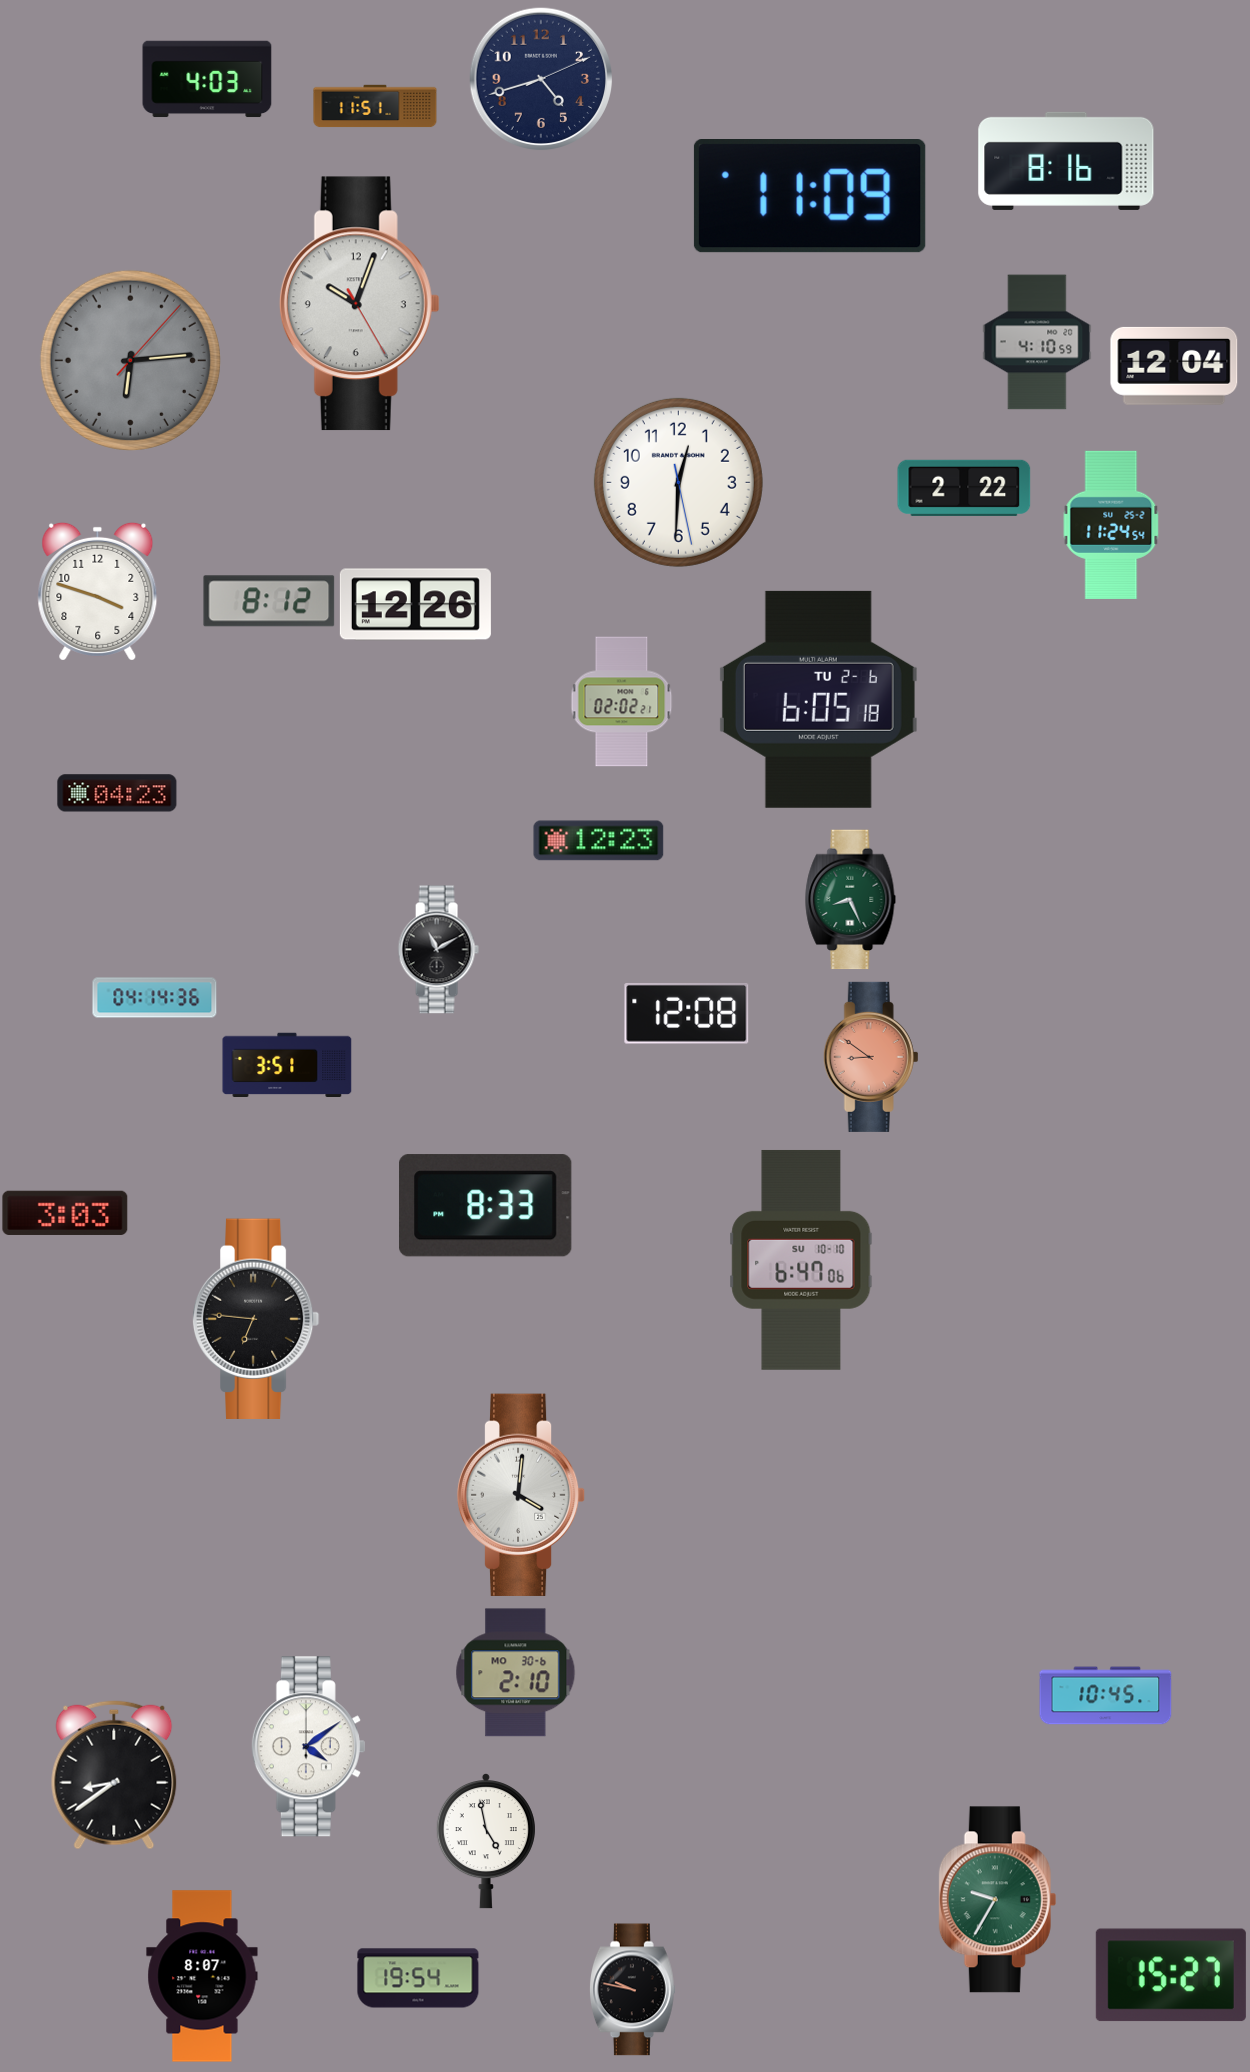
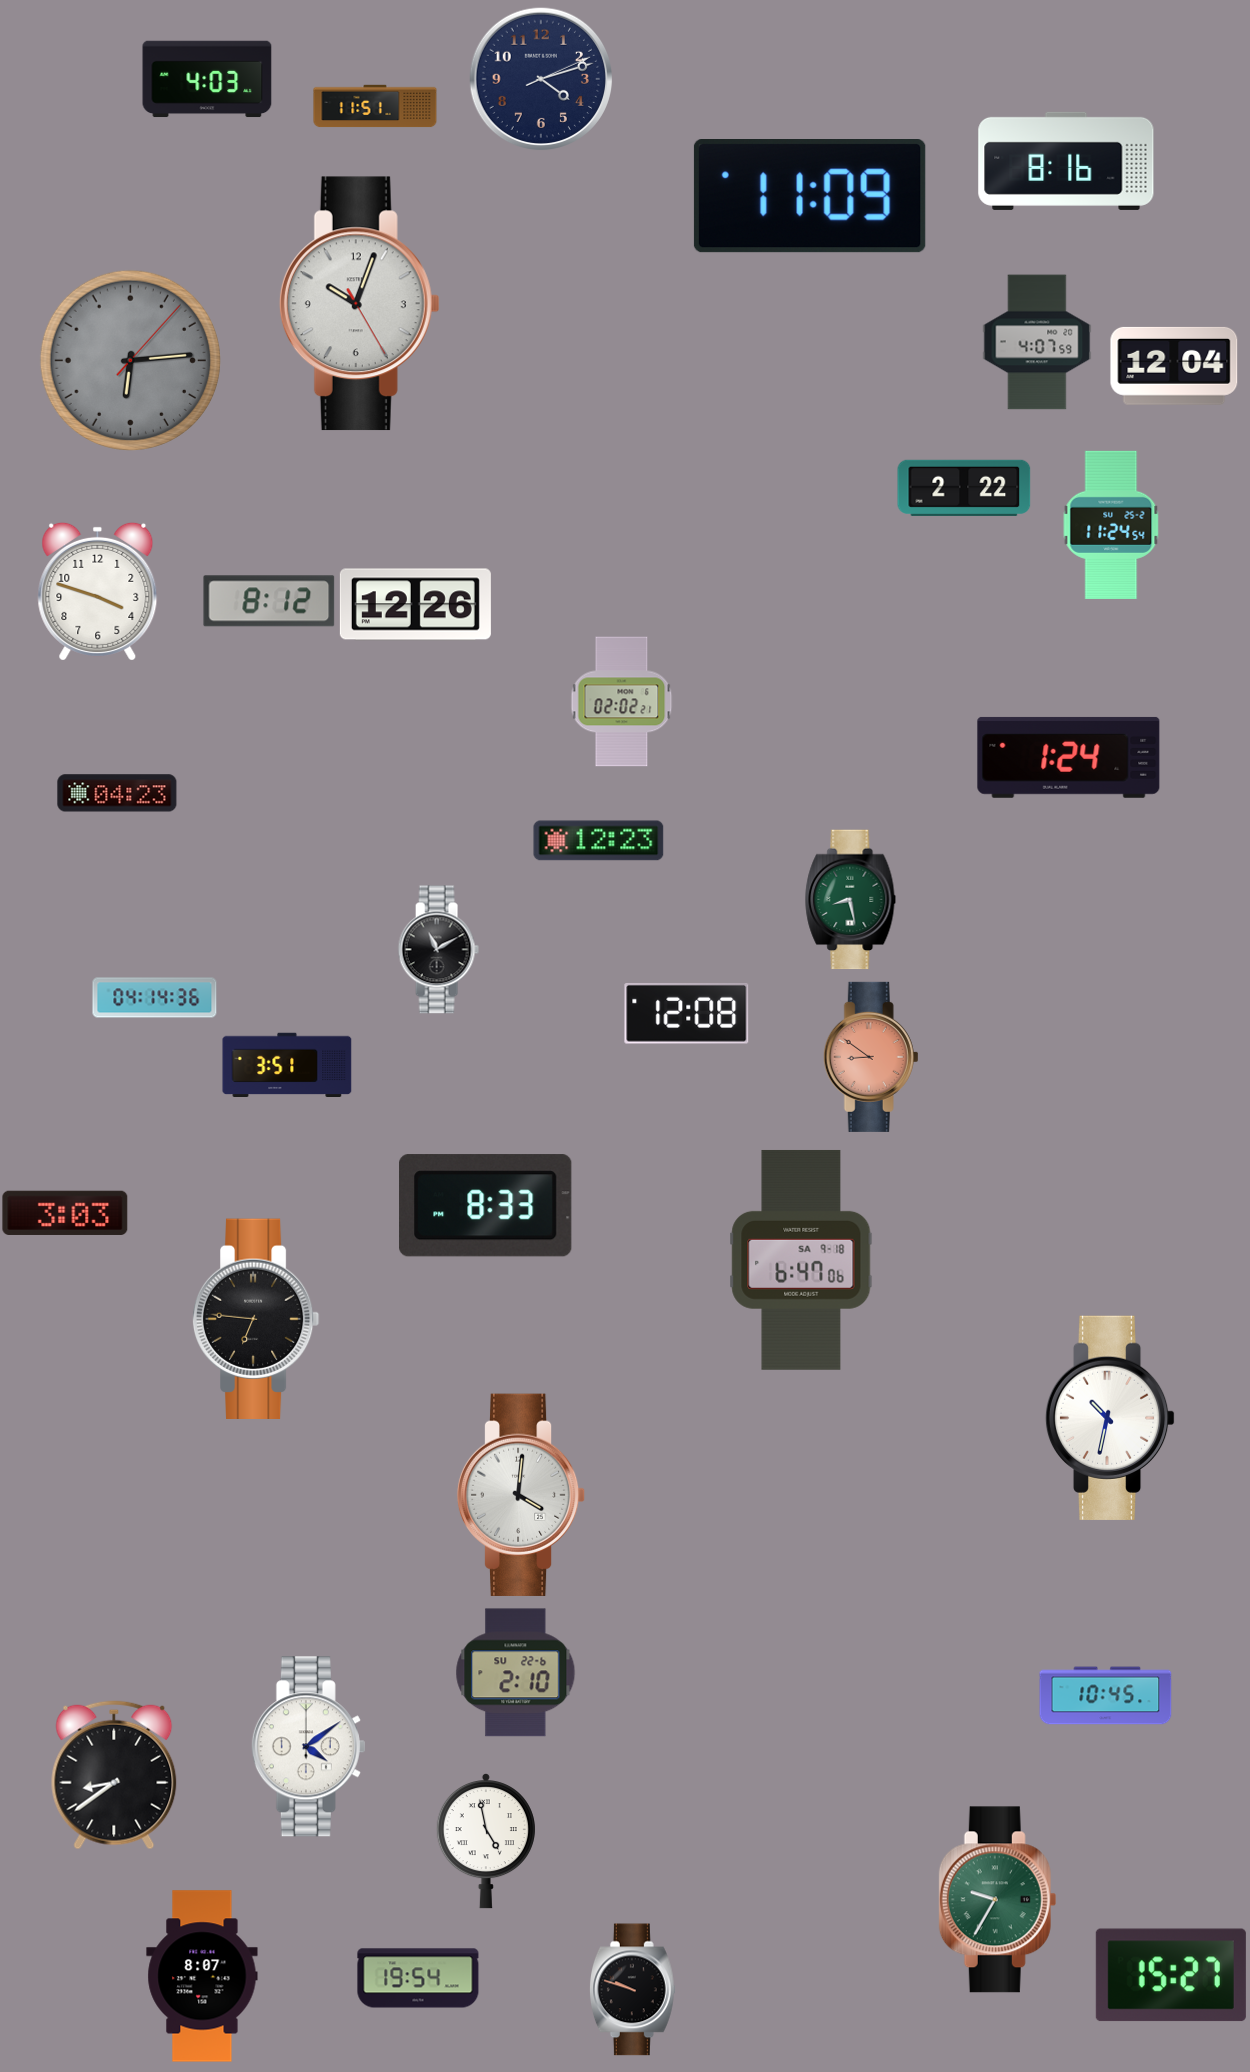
clock at (541, 79): 4:42 -> 4:12
clock at (1037, 342): 4:10 -> 4:07
clock at (678, 482): 12:30 -> none
clock at (818, 699): 6:05 -> none
clock at (1069, 757): none -> 1:24
clock at (851, 900): 8:26 -> 8:28
clock at (801, 1260) date: SU 10-10 -> SA 9-18
clock at (1110, 1418): none -> 10:32
clock at (516, 1673) date: MO 30-6 -> SU 22-6
clock at (632, 1990): 9:47 -> 9:48
